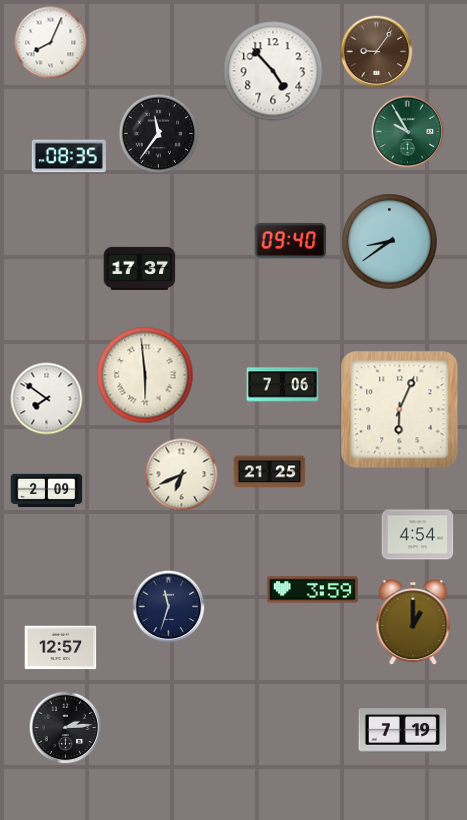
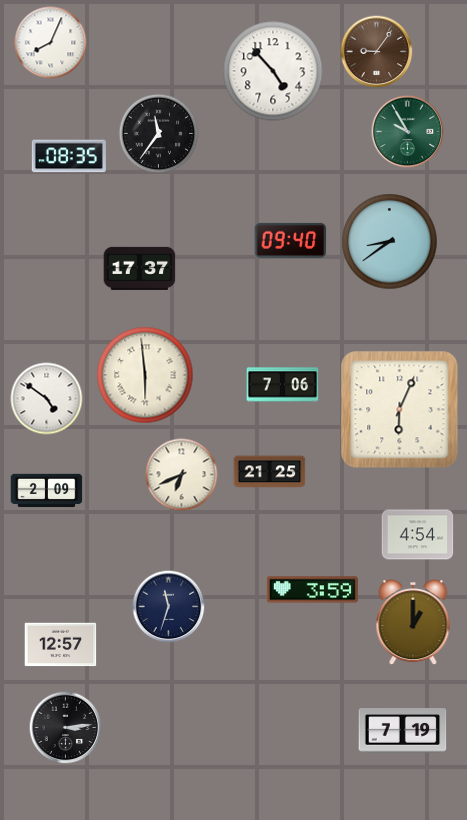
clock at (47, 399): 7:51 -> 4:51
clock at (61, 648) position: (61, 648) -> (61, 645)
clock at (66, 728): 2:14 -> 3:14
